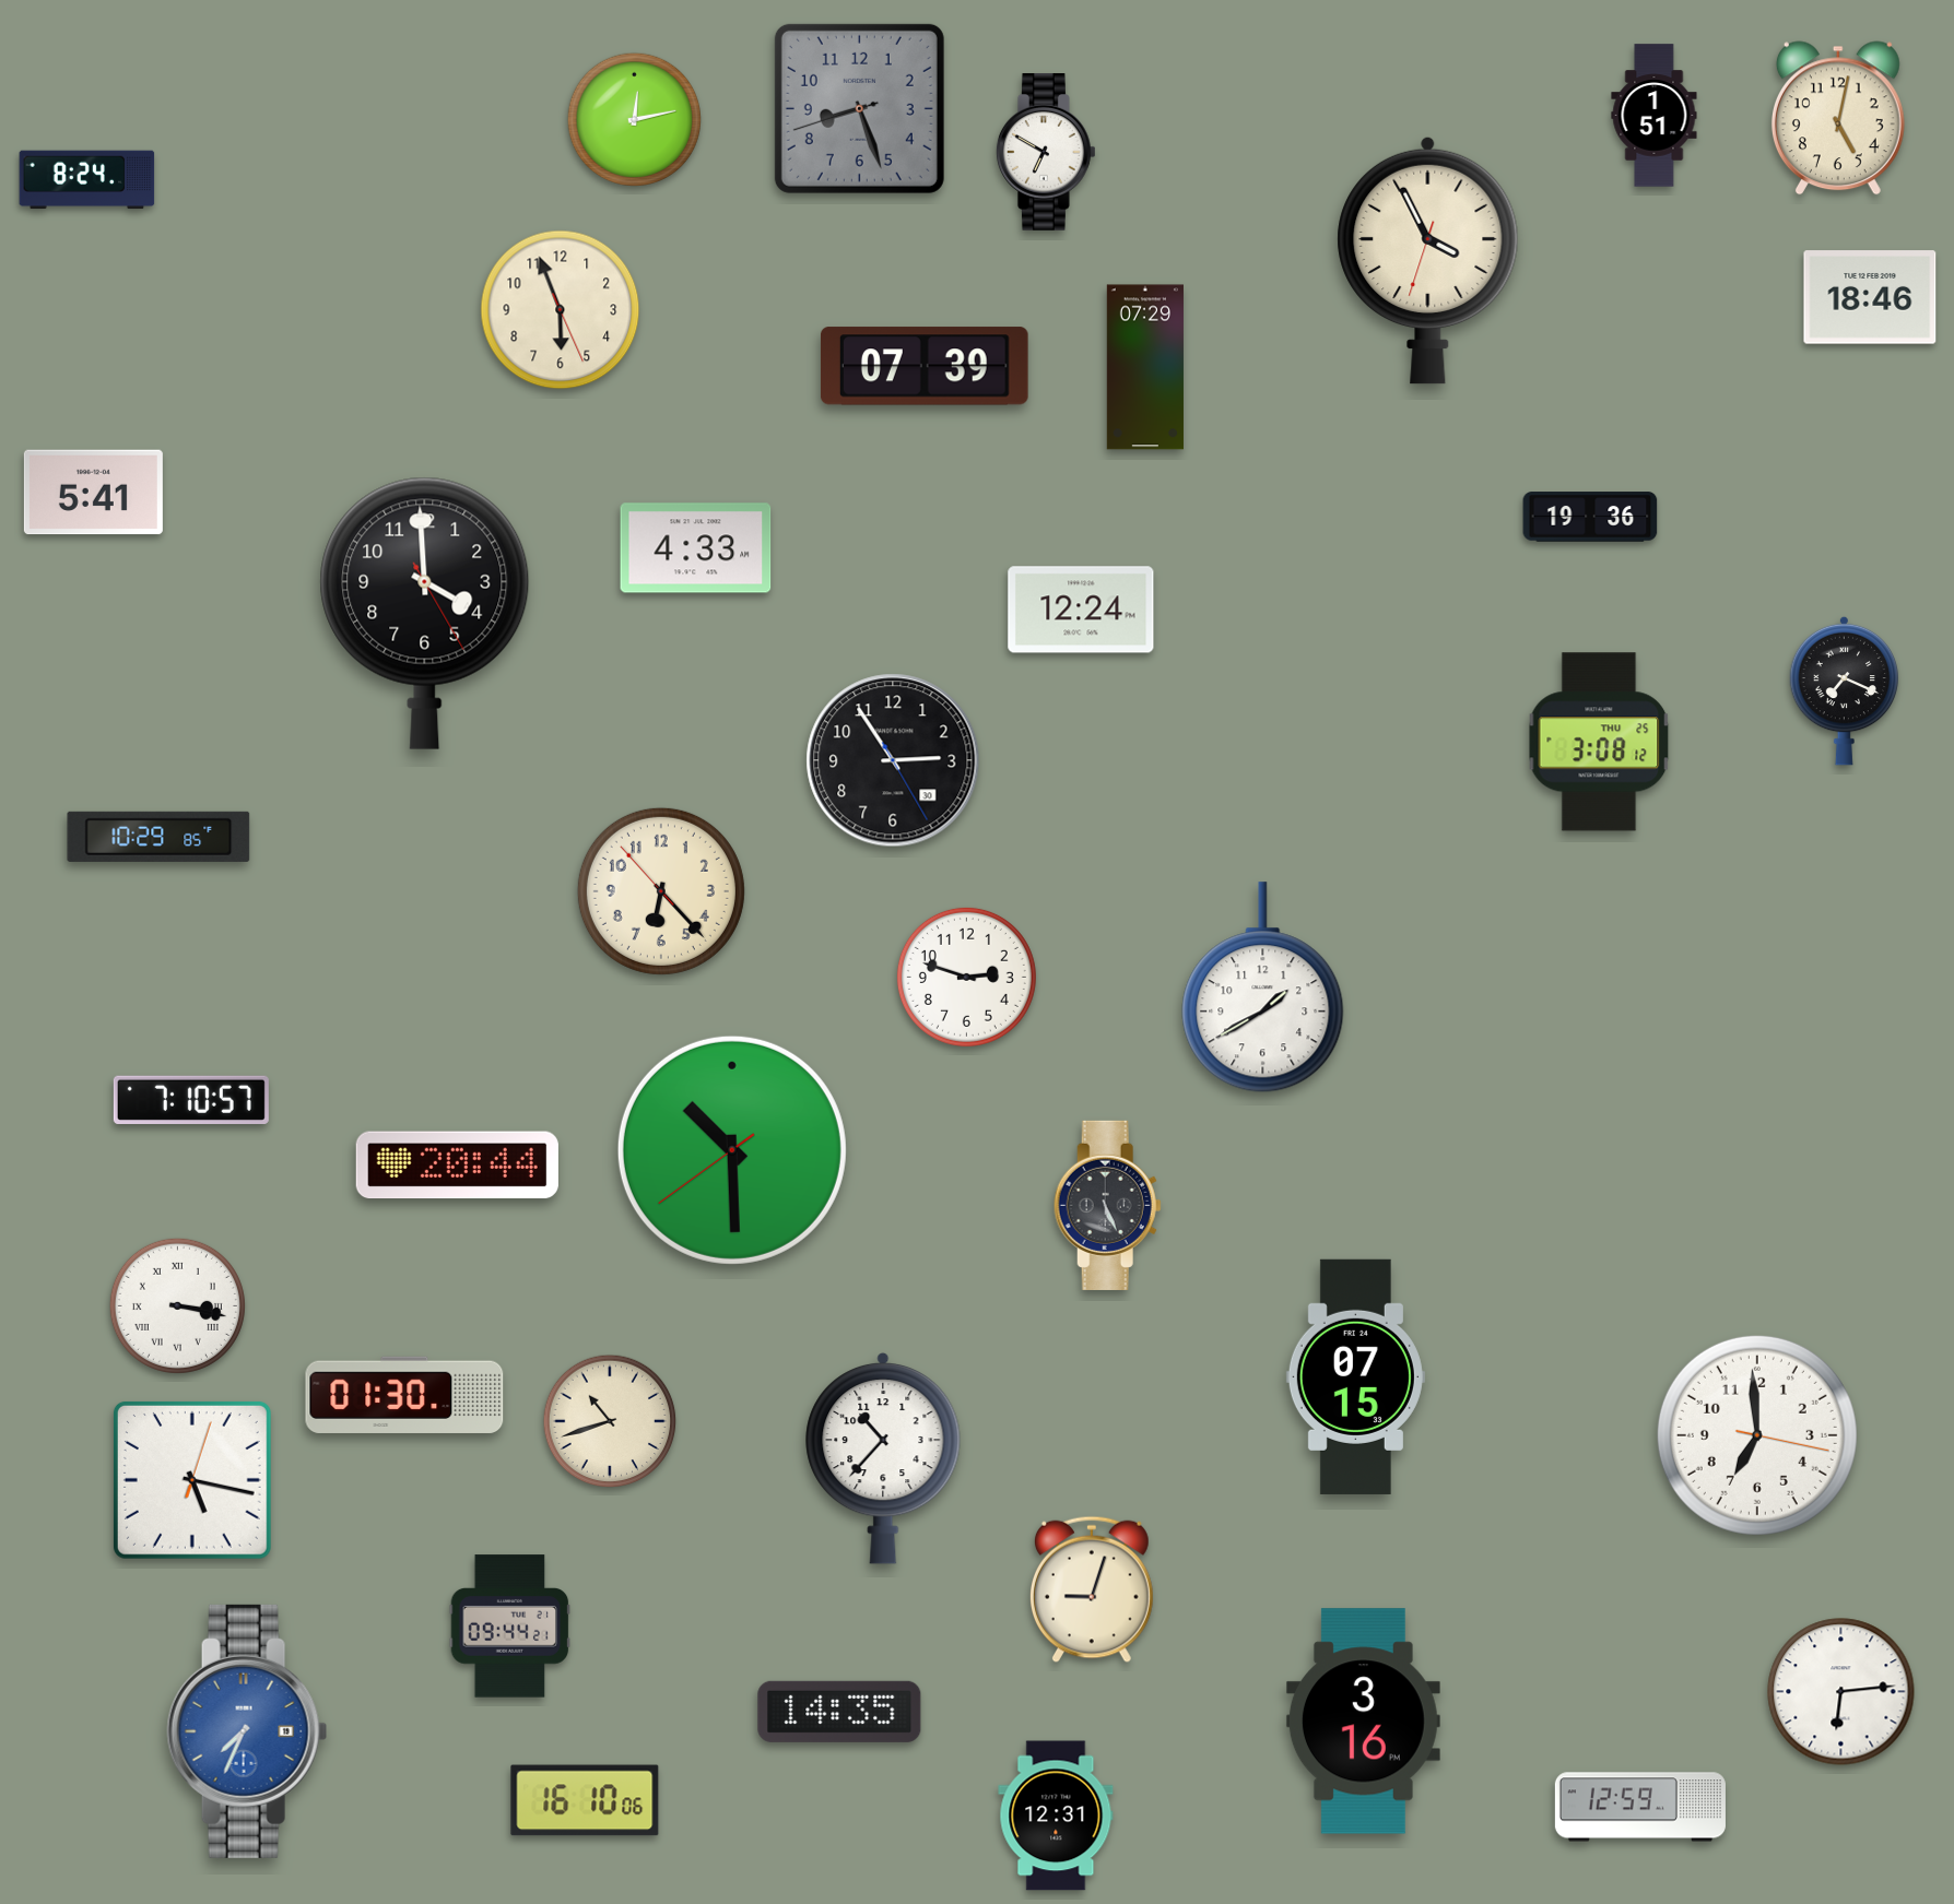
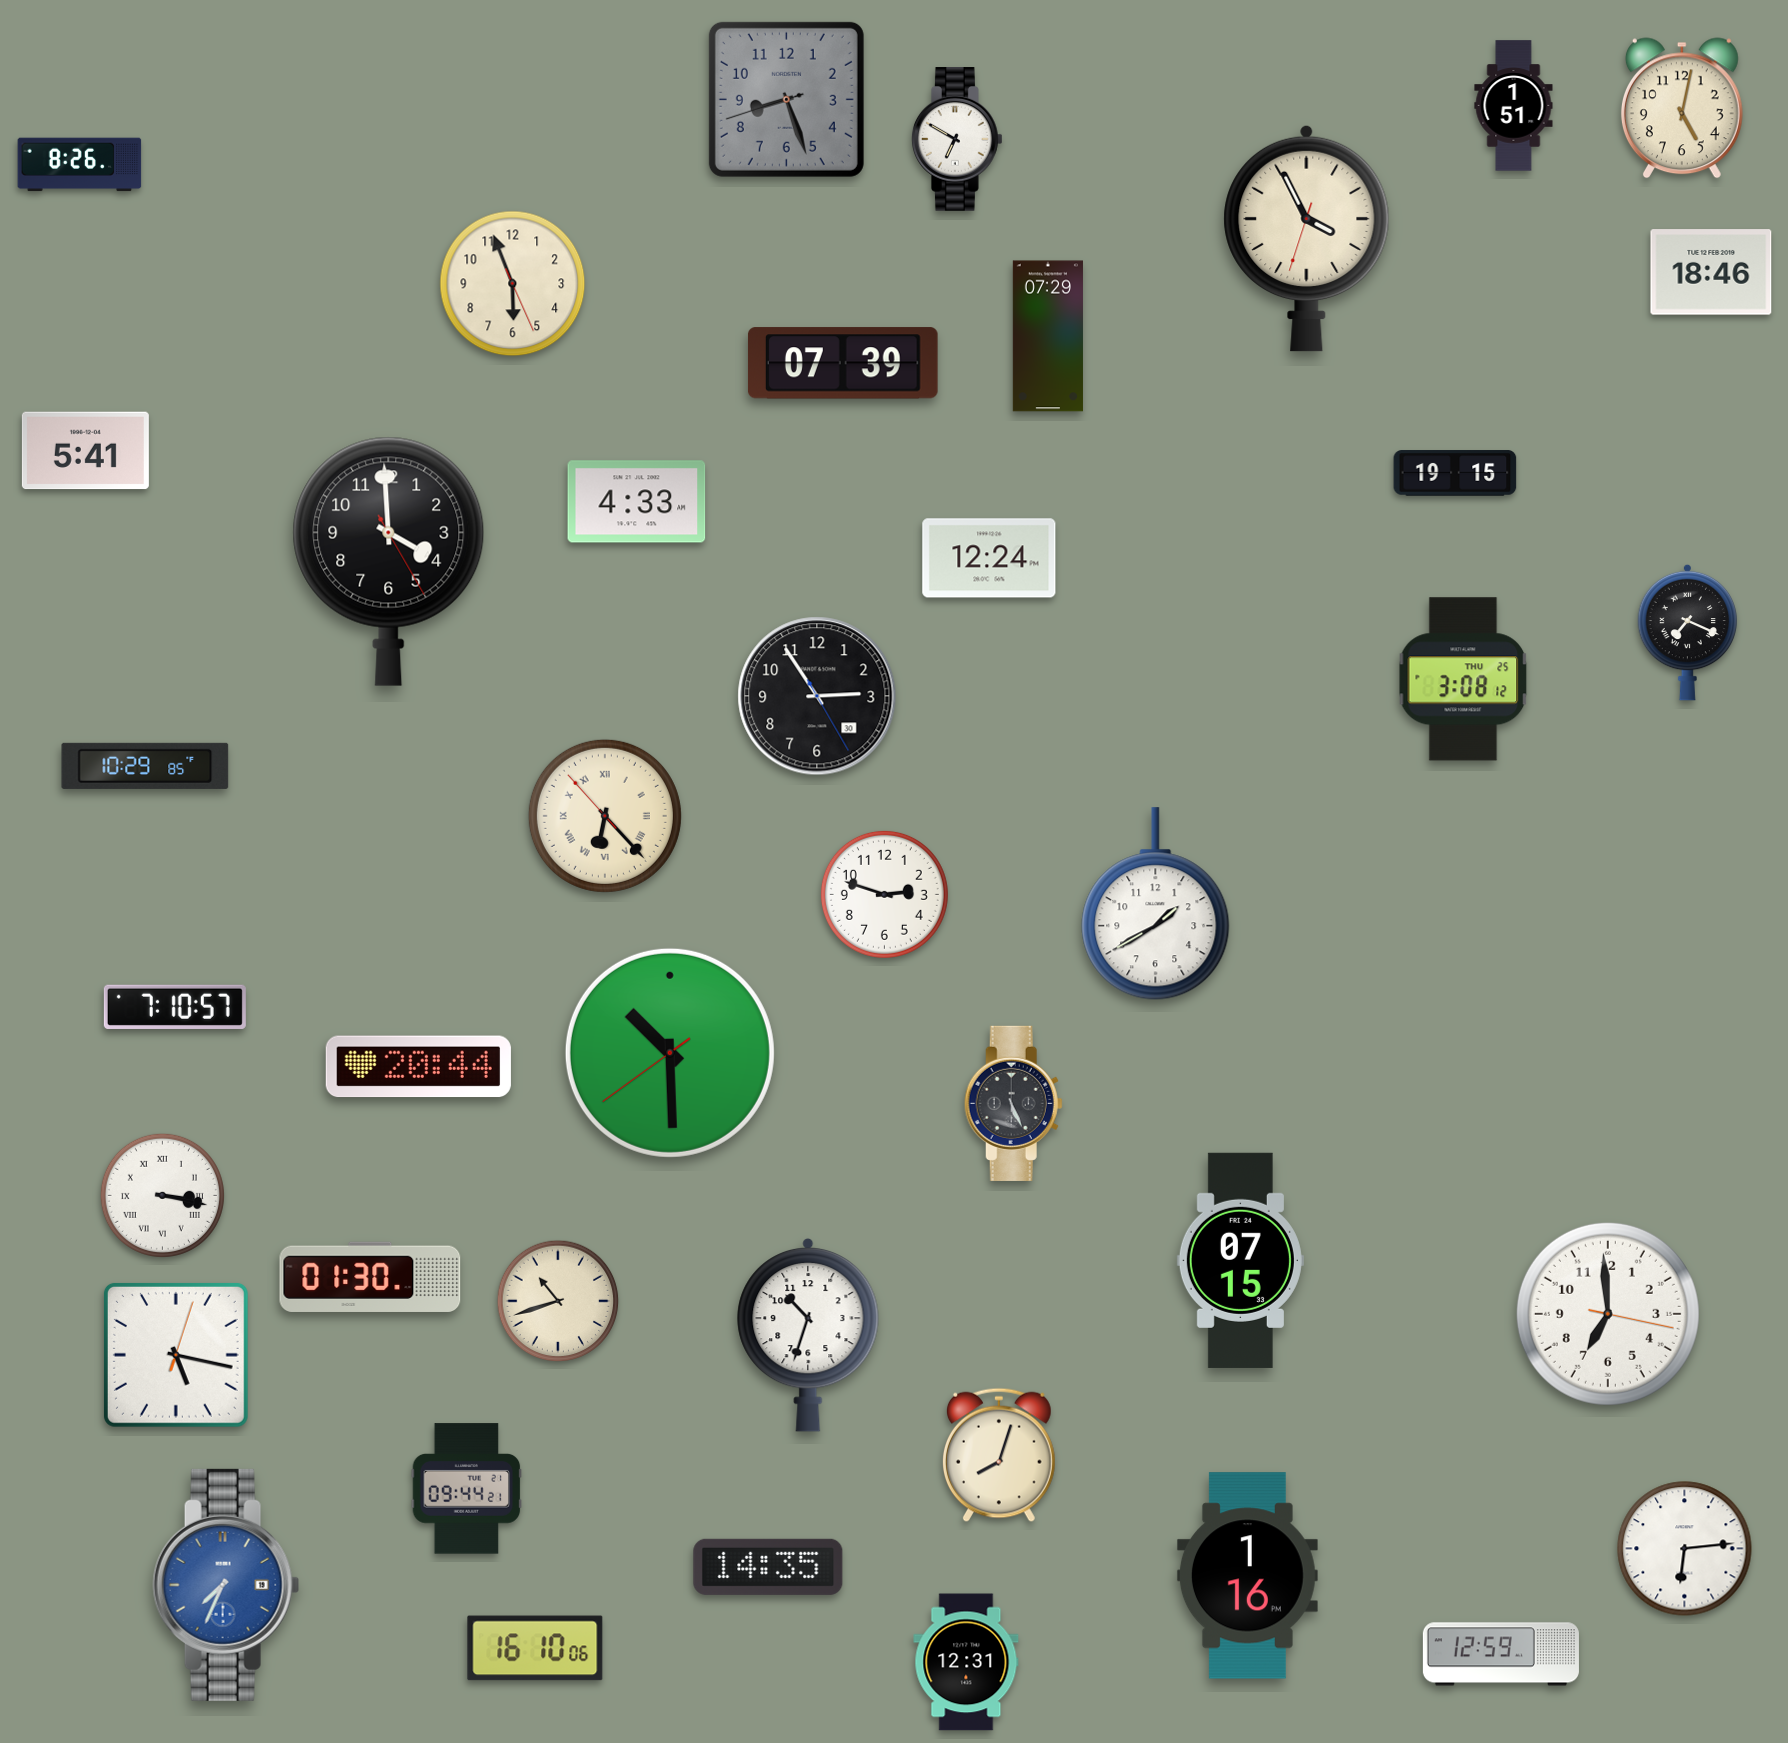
clock at (634, 119): 12:13 -> none
clock at (87, 180): 8:24 -> 8:26
clock at (925, 366) position: (925, 366) -> (843, 363)
clock at (1590, 517): 19:36 -> 19:15
clock at (661, 891) numerals: Arabic -> Roman
clock at (883, 1458): 10:37 -> 10:33
clock at (1092, 1589): 9:03 -> 8:03
clock at (1363, 1722): 3:16 -> 1:16
